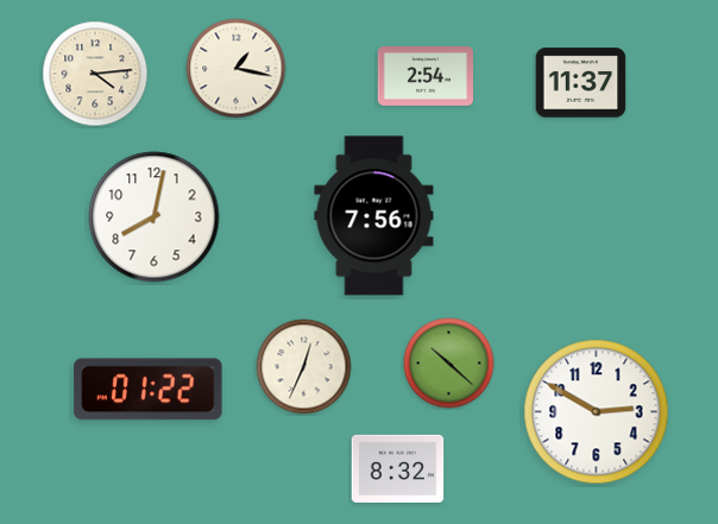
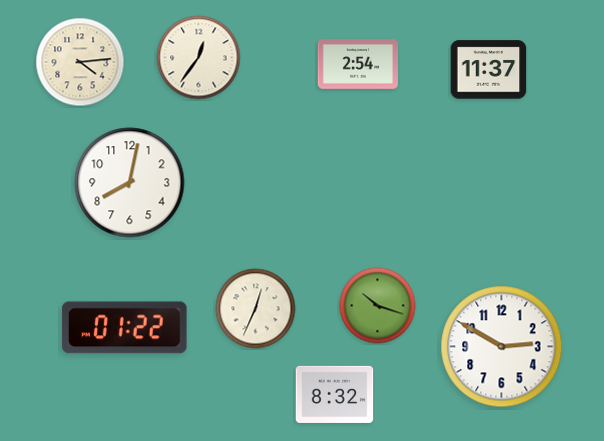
clock at (237, 69): 1:17 -> 12:36
clock at (374, 216): 7:56 -> none
clock at (449, 364): 10:22 -> 10:18
